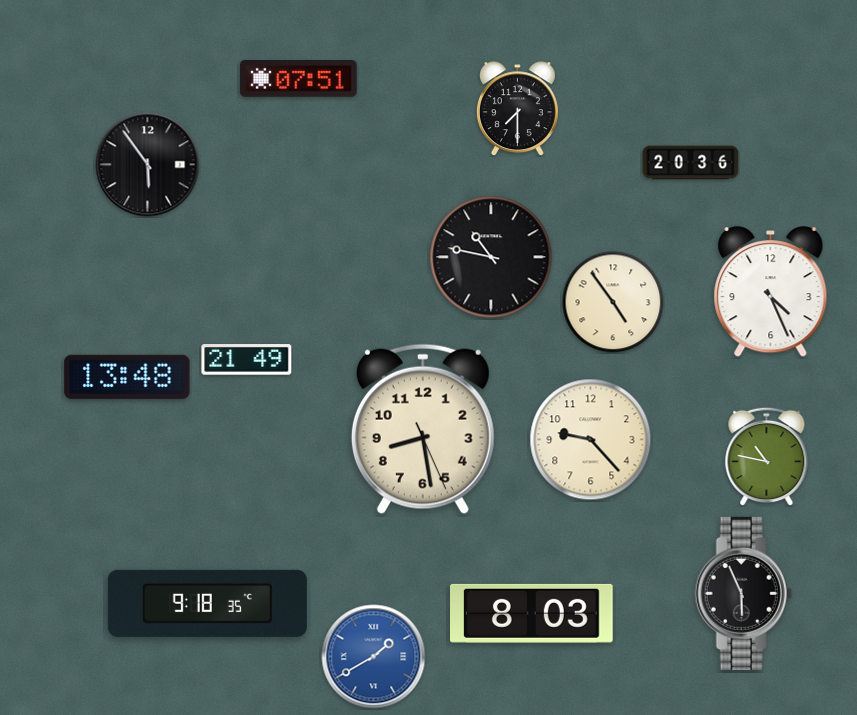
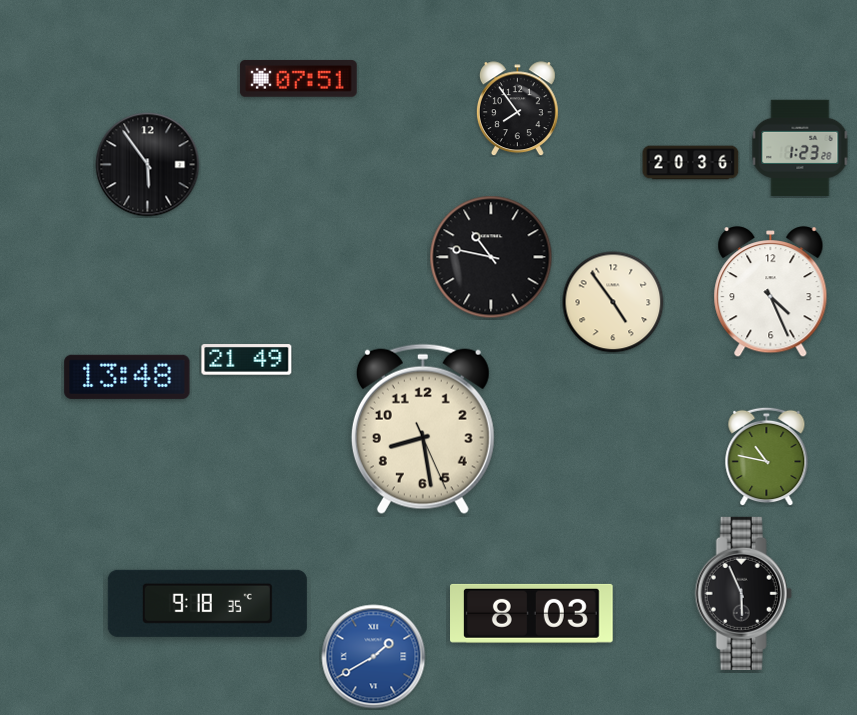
clock at (517, 109): 7:30 -> 7:54
clock at (800, 148): none -> 1:23
clock at (591, 440): 9:23 -> none
